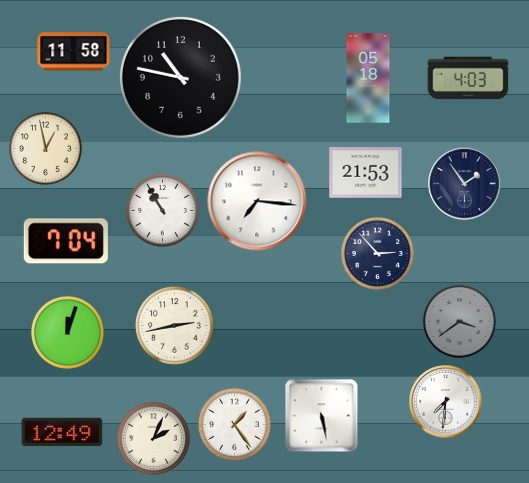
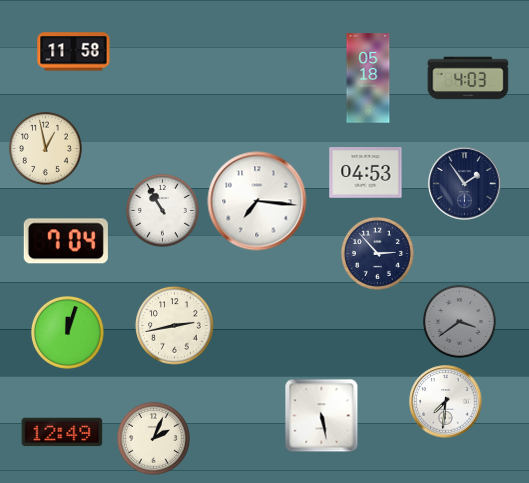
clock at (180, 77): 10:47 -> none
clock at (366, 173): 21:53 -> 04:53
clock at (234, 424): 1:24 -> none
